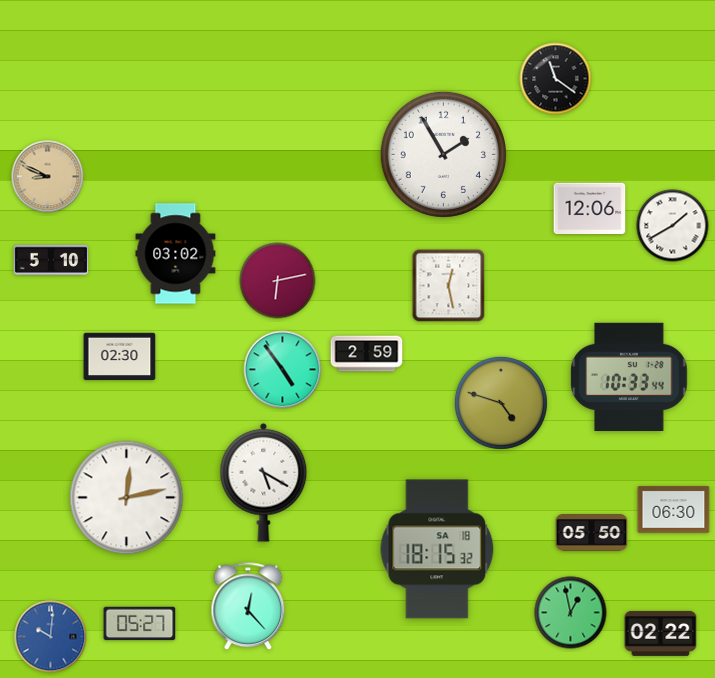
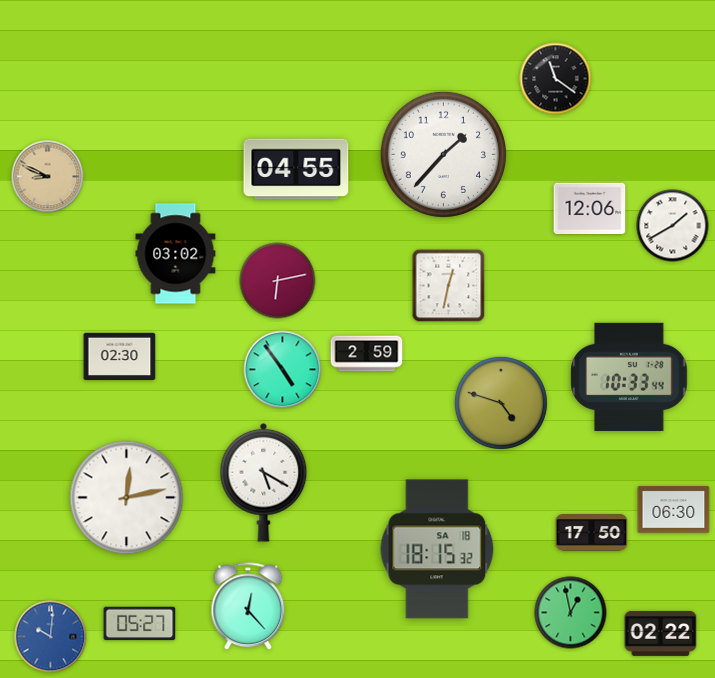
clock at (443, 154): 1:55 -> 1:37
clock at (296, 169): none -> 04:55
clock at (51, 260): 5:10 -> none
clock at (449, 286): 12:28 -> 12:32
clock at (592, 533): 05:50 -> 17:50
